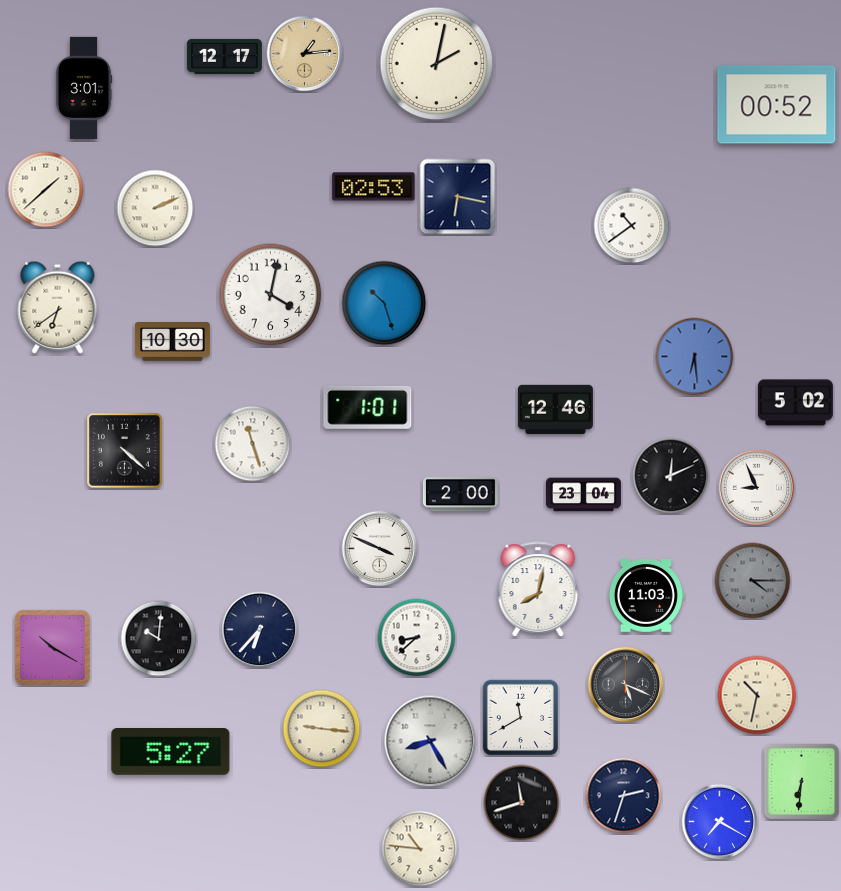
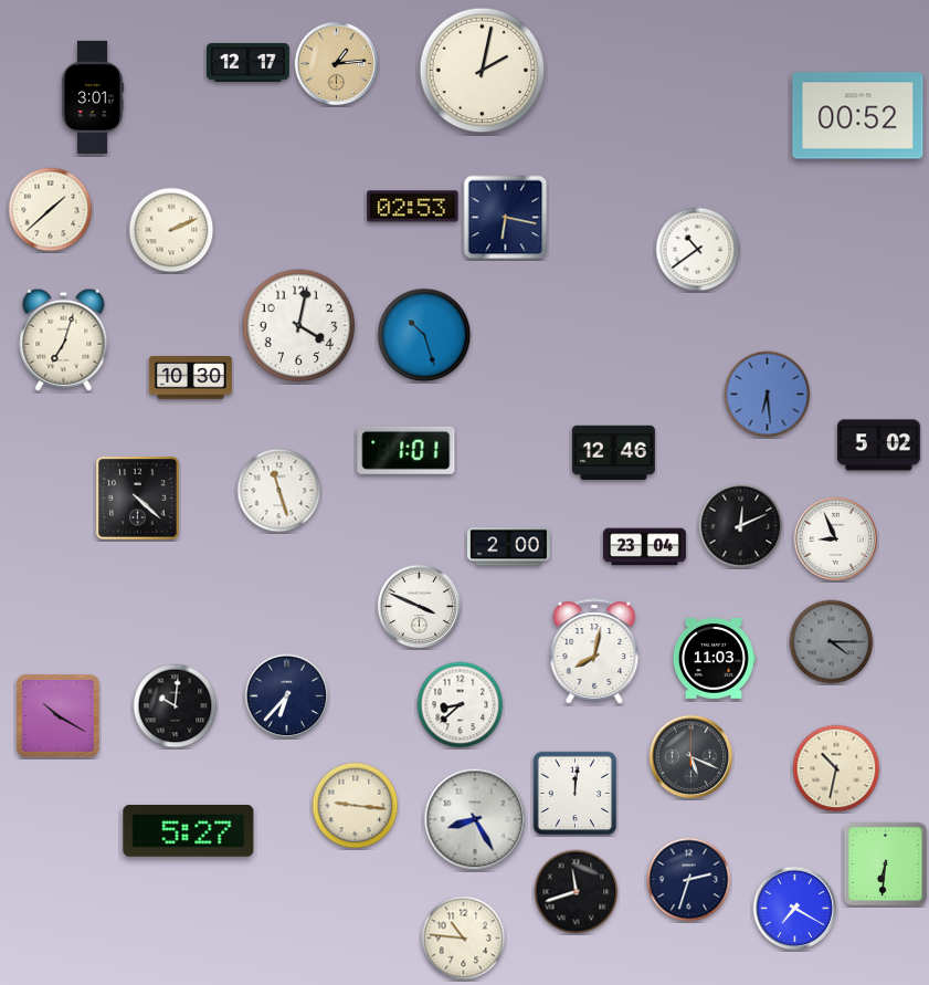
clock at (305, 54) position: (305, 54) -> (337, 64)
clock at (58, 307): 6:39 -> 7:03
clock at (521, 718): 11:40 -> 12:01
clock at (522, 803) position: (522, 803) -> (577, 892)
